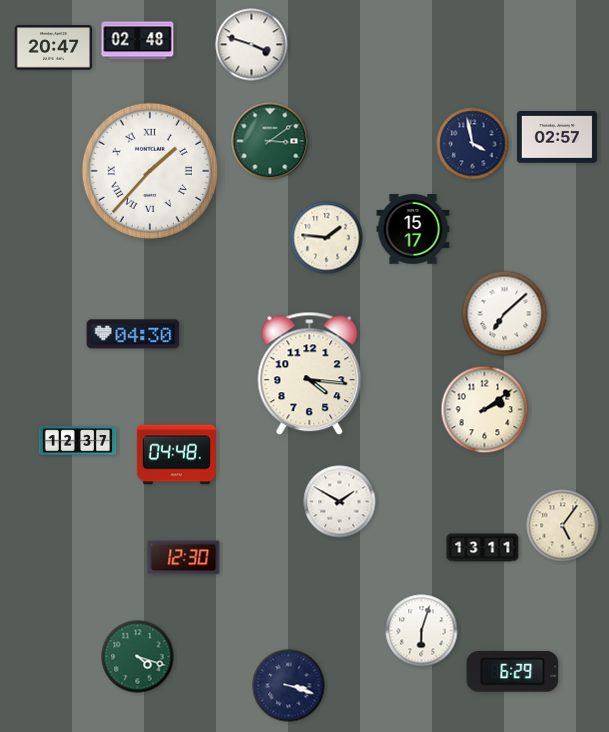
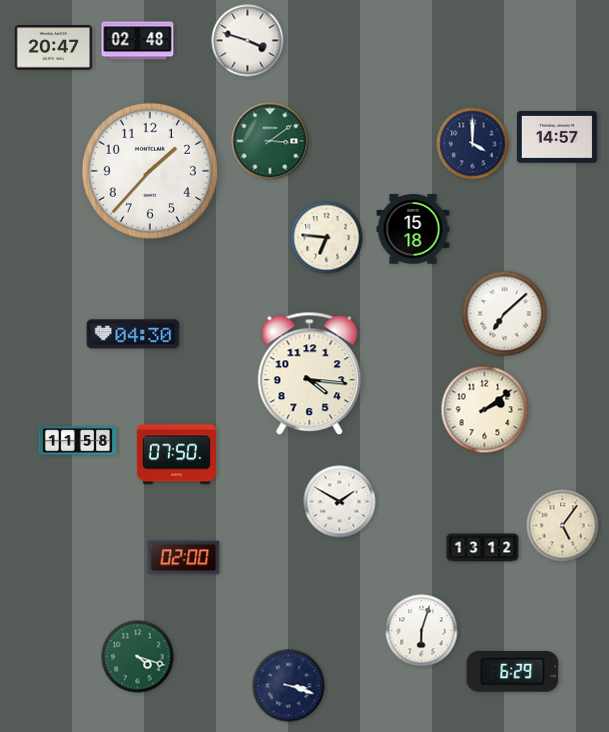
clock at (252, 45) position: (252, 45) -> (248, 41)
clock at (557, 138): 02:57 -> 14:57
clock at (473, 144): 3:58 -> 4:00
clock at (150, 171) numerals: Roman -> Arabic
clock at (413, 229): 15:17 -> 15:18
clock at (327, 238): 1:46 -> 6:46
clock at (78, 441): 12:37 -> 11:58
clock at (176, 455): 04:48 -> 07:50
clock at (483, 548): 13:11 -> 13:12
clock at (184, 558): 12:30 -> 02:00
